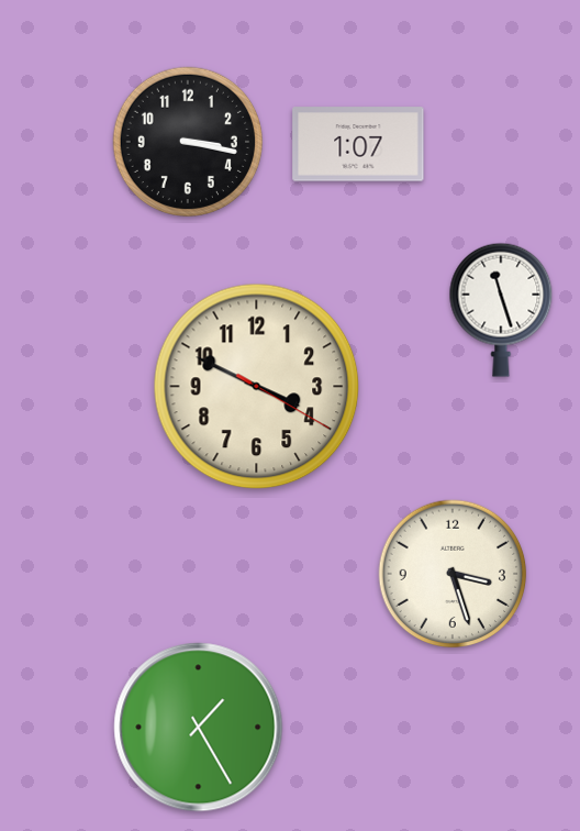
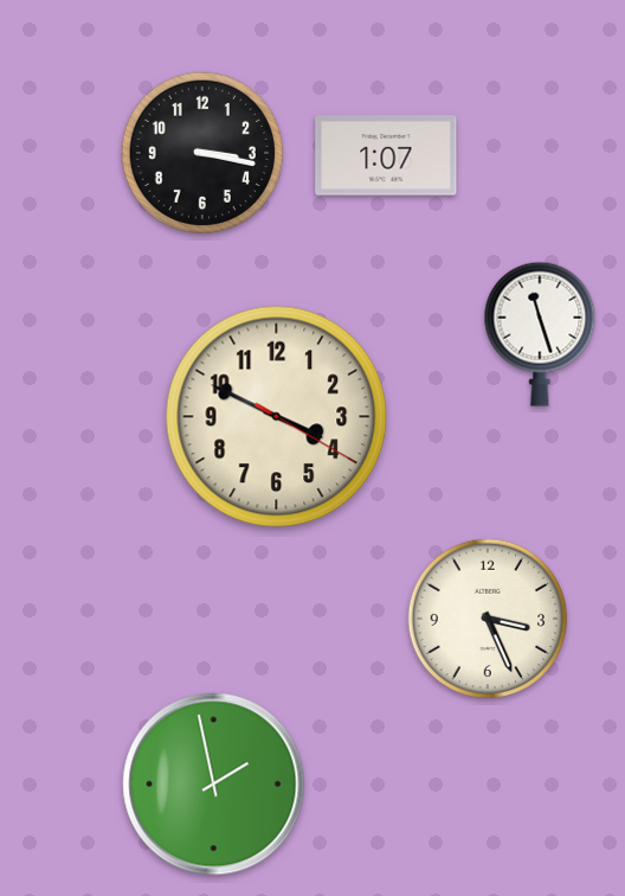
clock at (453, 574): 3:27 -> 3:26
clock at (199, 728): 1:25 -> 1:58
